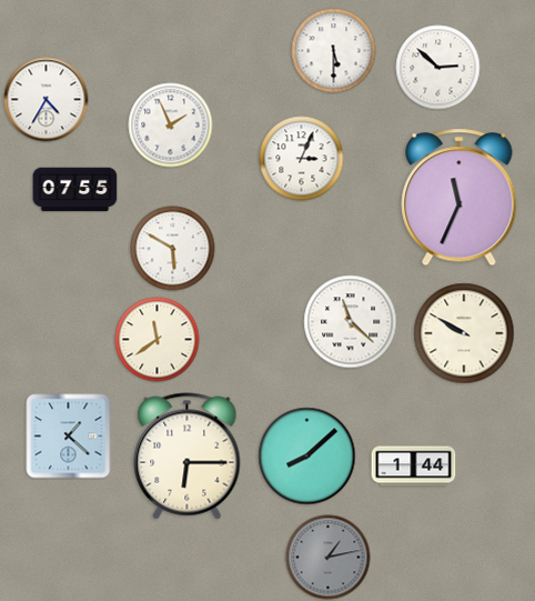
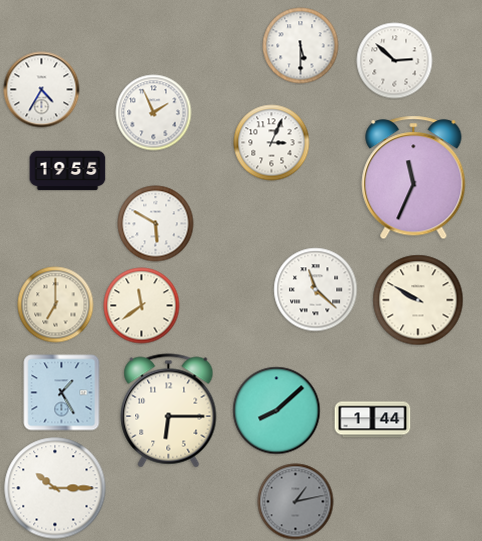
clock at (75, 190): 07:55 -> 19:55
clock at (56, 305): none -> 7:00
clock at (69, 437): 1:22 -> 1:25
clock at (55, 488): none -> 10:15
